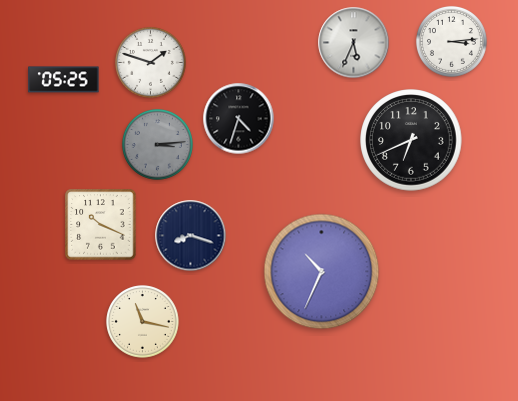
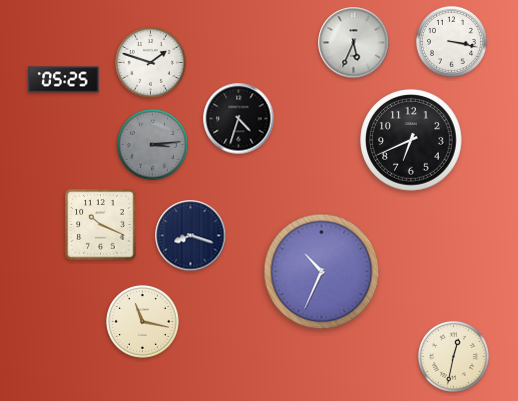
clock at (451, 41): 3:14 -> 3:17
clock at (157, 144) position: (157, 144) -> (152, 144)
clock at (453, 356): none -> 12:32
